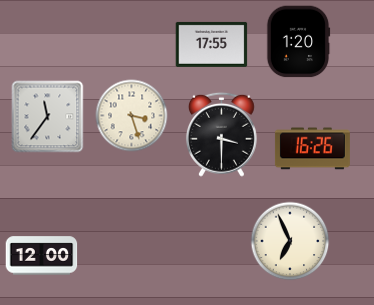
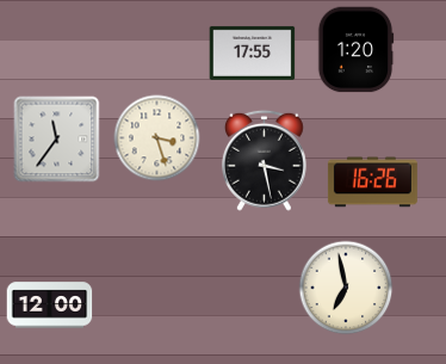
clock at (221, 134): 3:30 -> 3:28
clock at (312, 149) position: (312, 149) -> (372, 183)
clock at (290, 241): 6:56 -> 6:58
